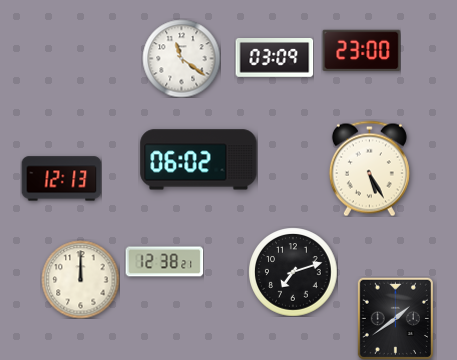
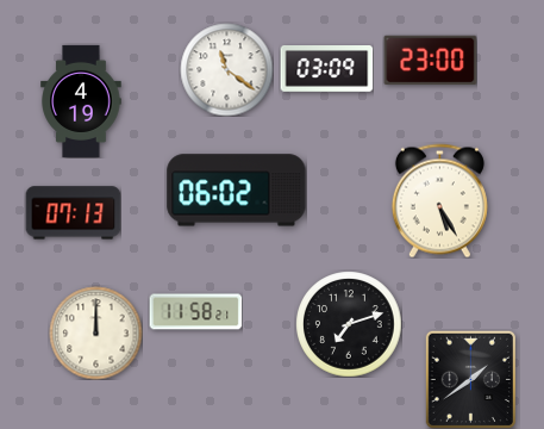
clock at (181, 58) position: (181, 58) -> (226, 69)
clock at (81, 101): none -> 4:19
clock at (61, 179): 12:13 -> 07:13
clock at (164, 262): 12:38 -> 11:58
